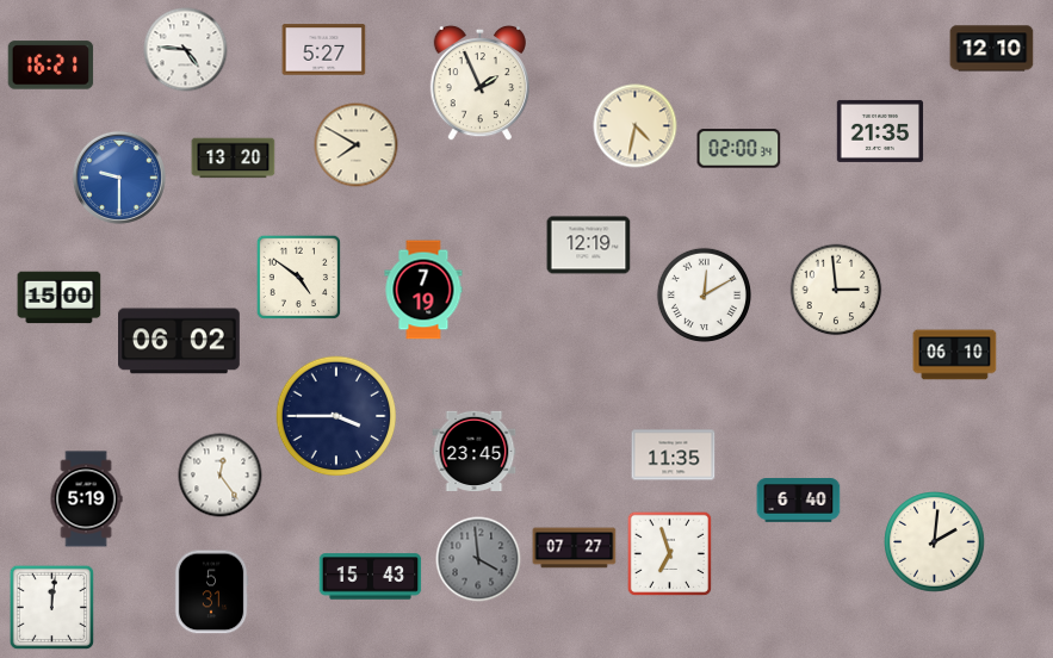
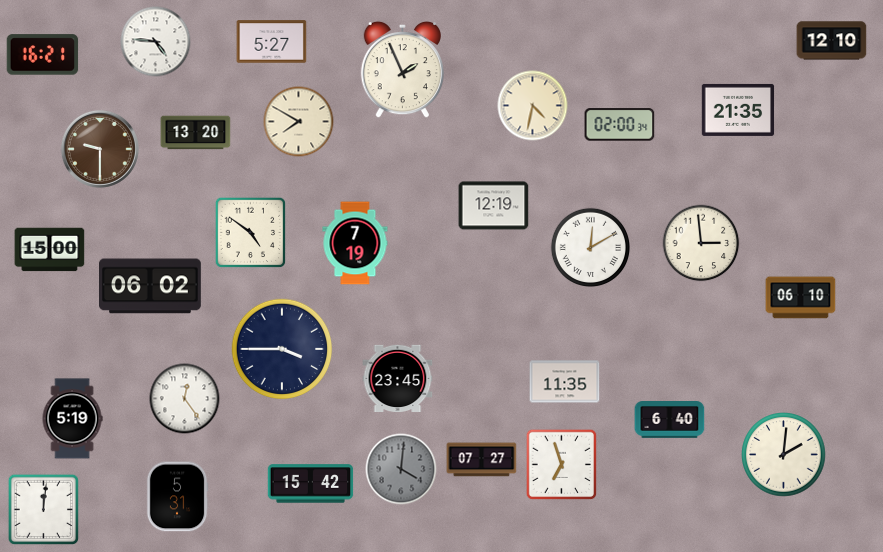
clock at (119, 178) dial: blue -> brown
clock at (478, 559): 3:59 -> 4:01
clock at (371, 577): 15:43 -> 15:42
